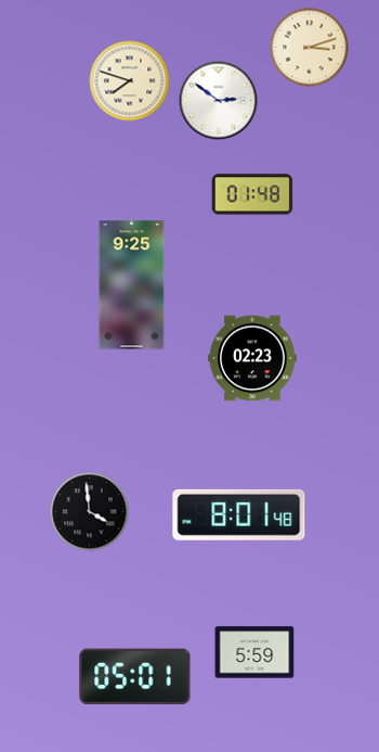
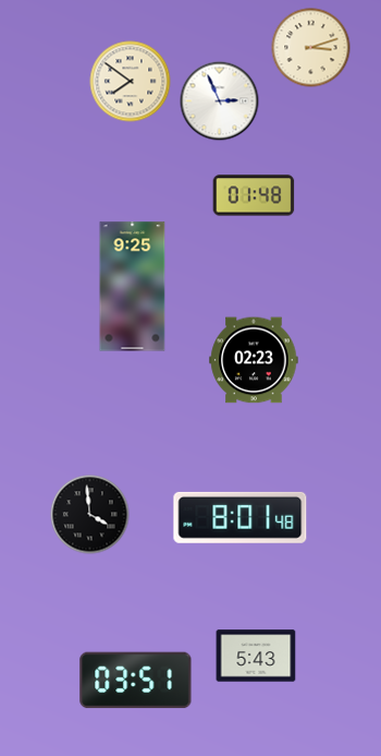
clock at (130, 81): 7:48 -> 7:51
clock at (219, 101): 2:51 -> 2:56
clock at (254, 652): 5:59 -> 5:43
clock at (135, 677): 05:01 -> 03:51
